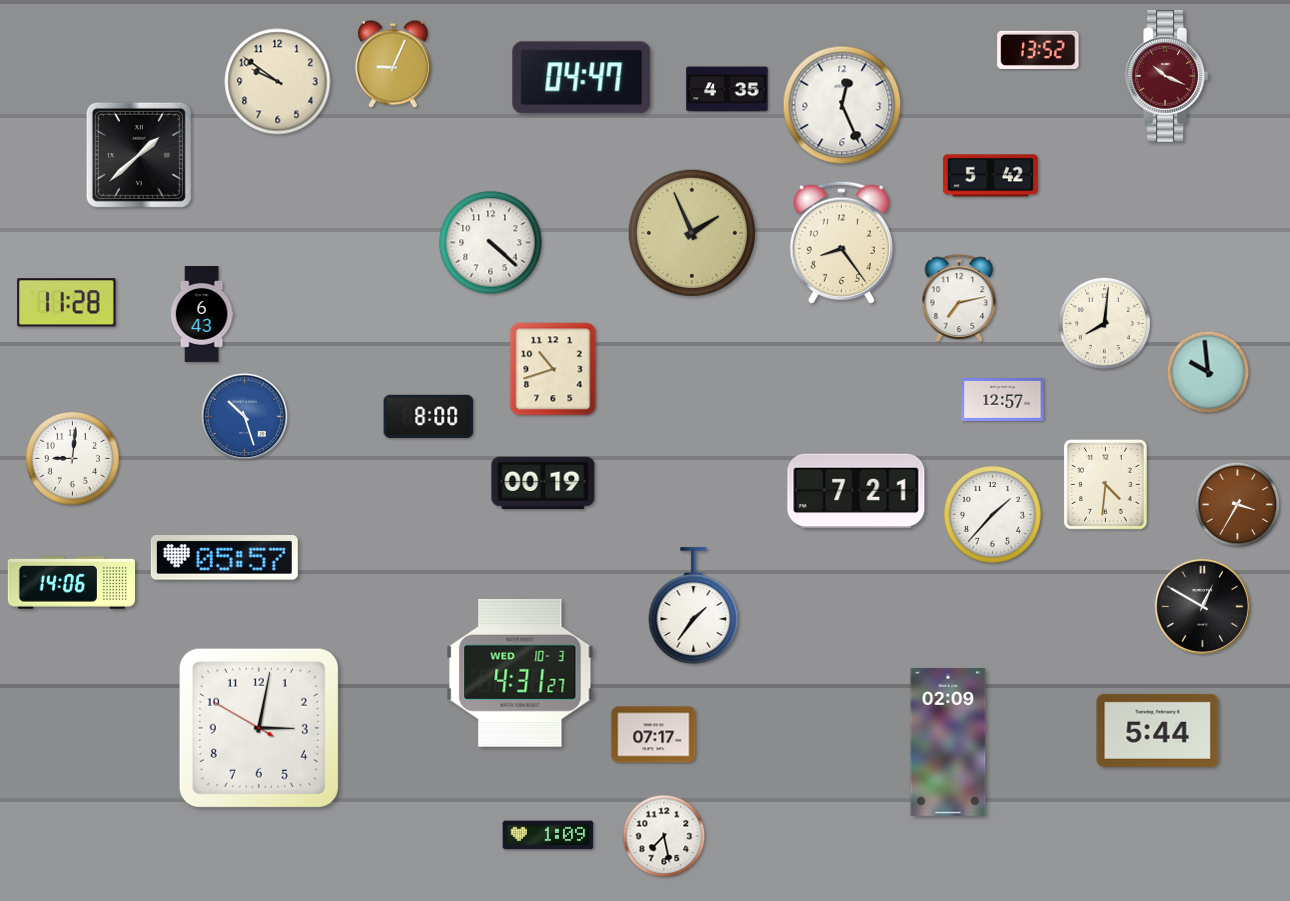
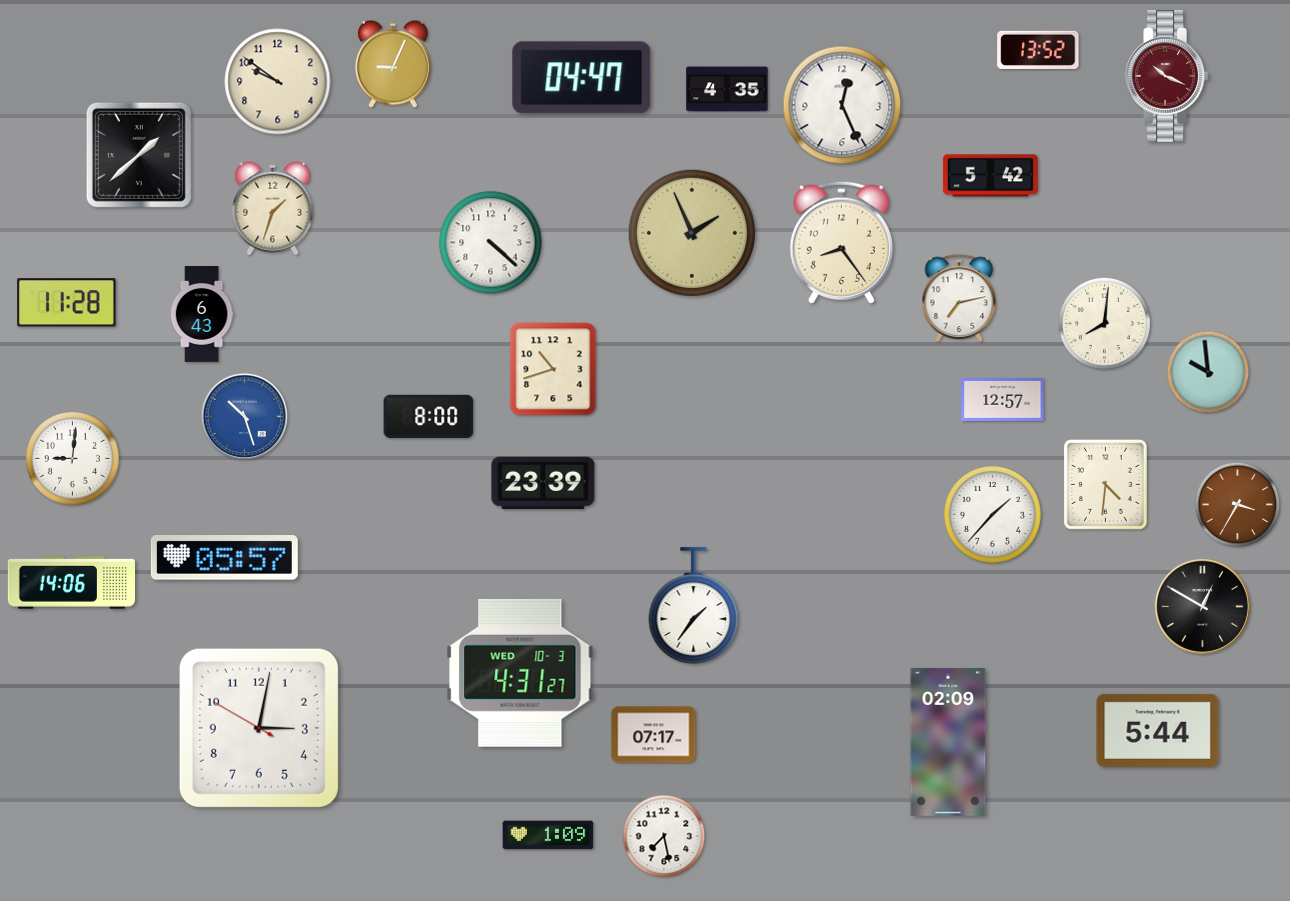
clock at (273, 209): none -> 1:33
clock at (543, 483): 00:19 -> 23:39
clock at (856, 491): 7:21 -> none
